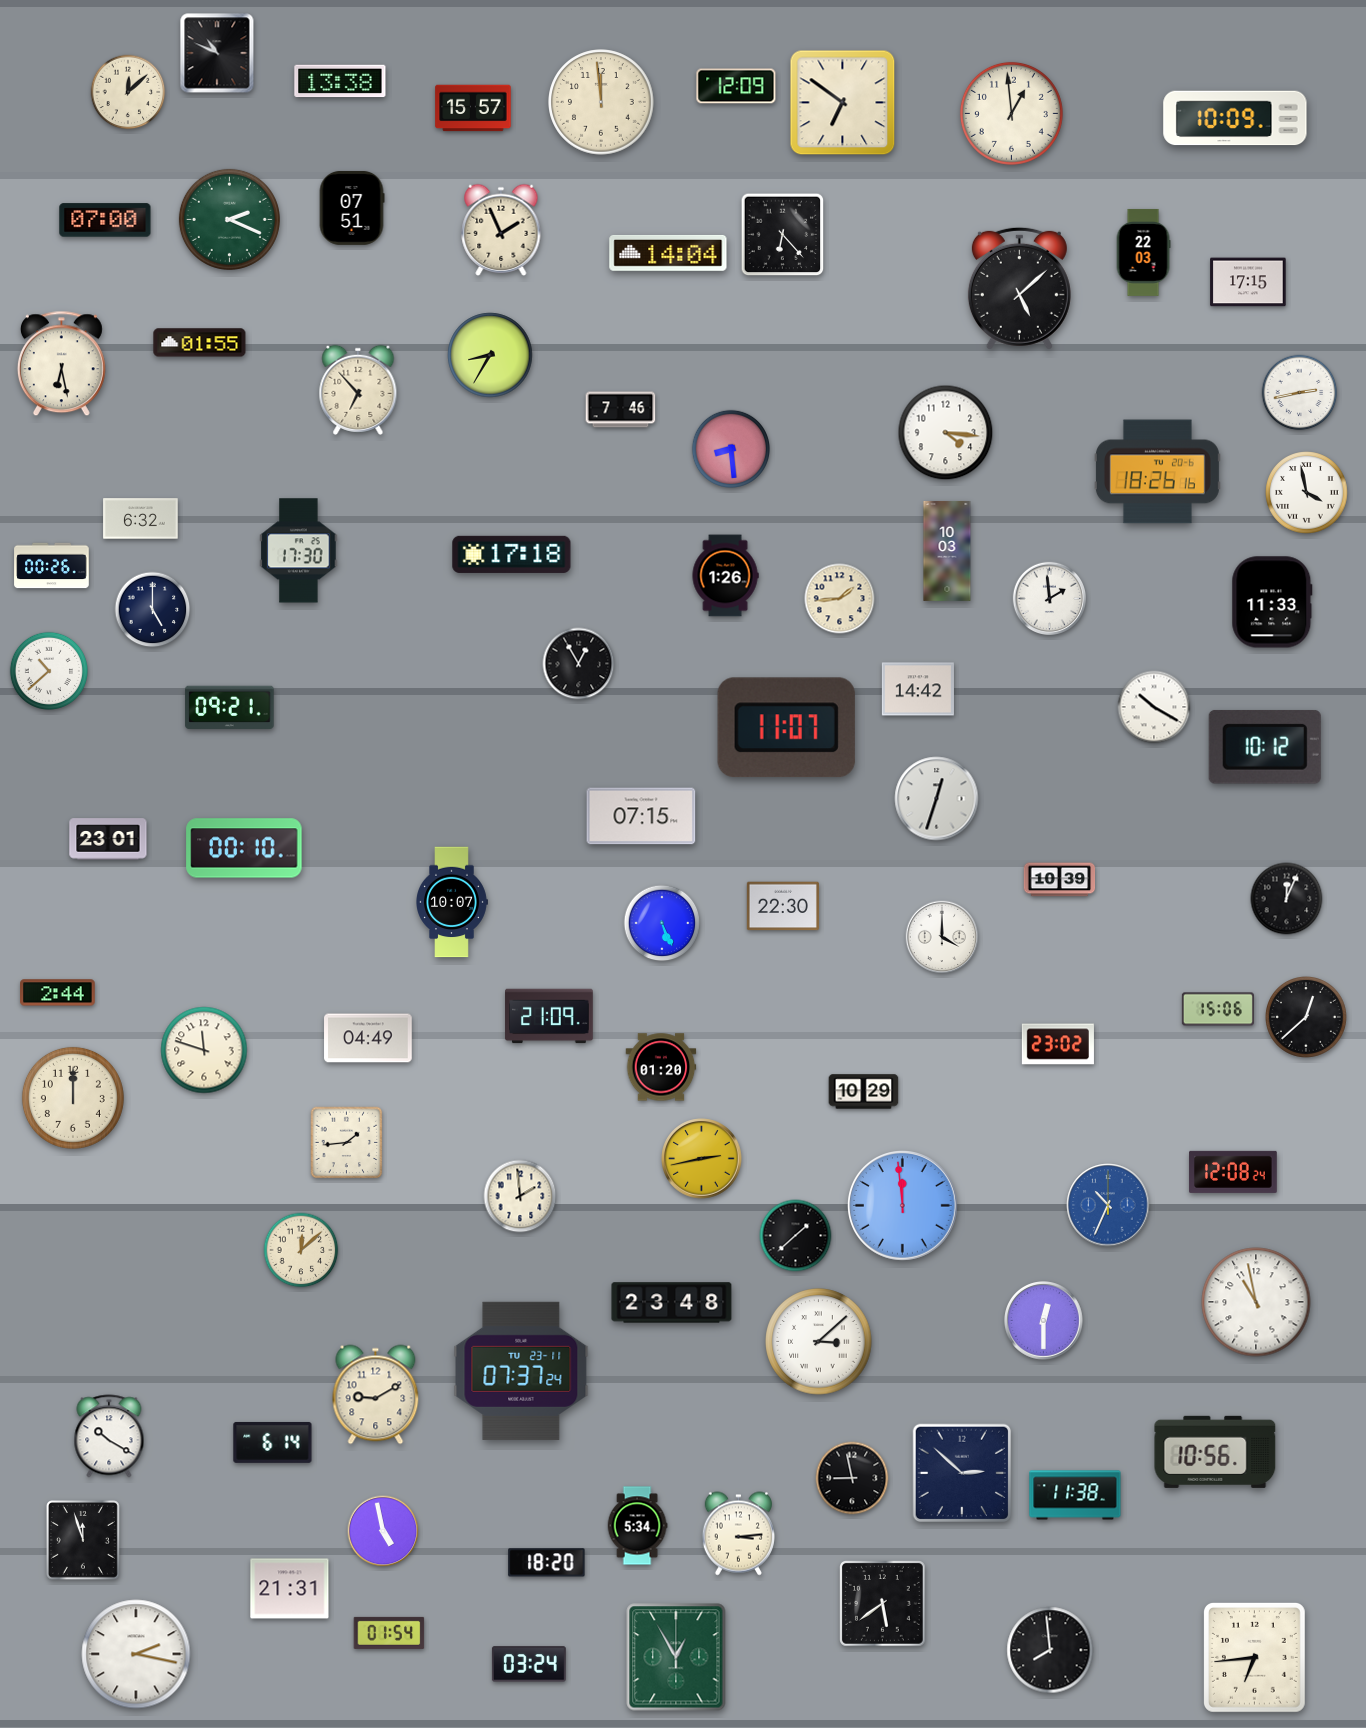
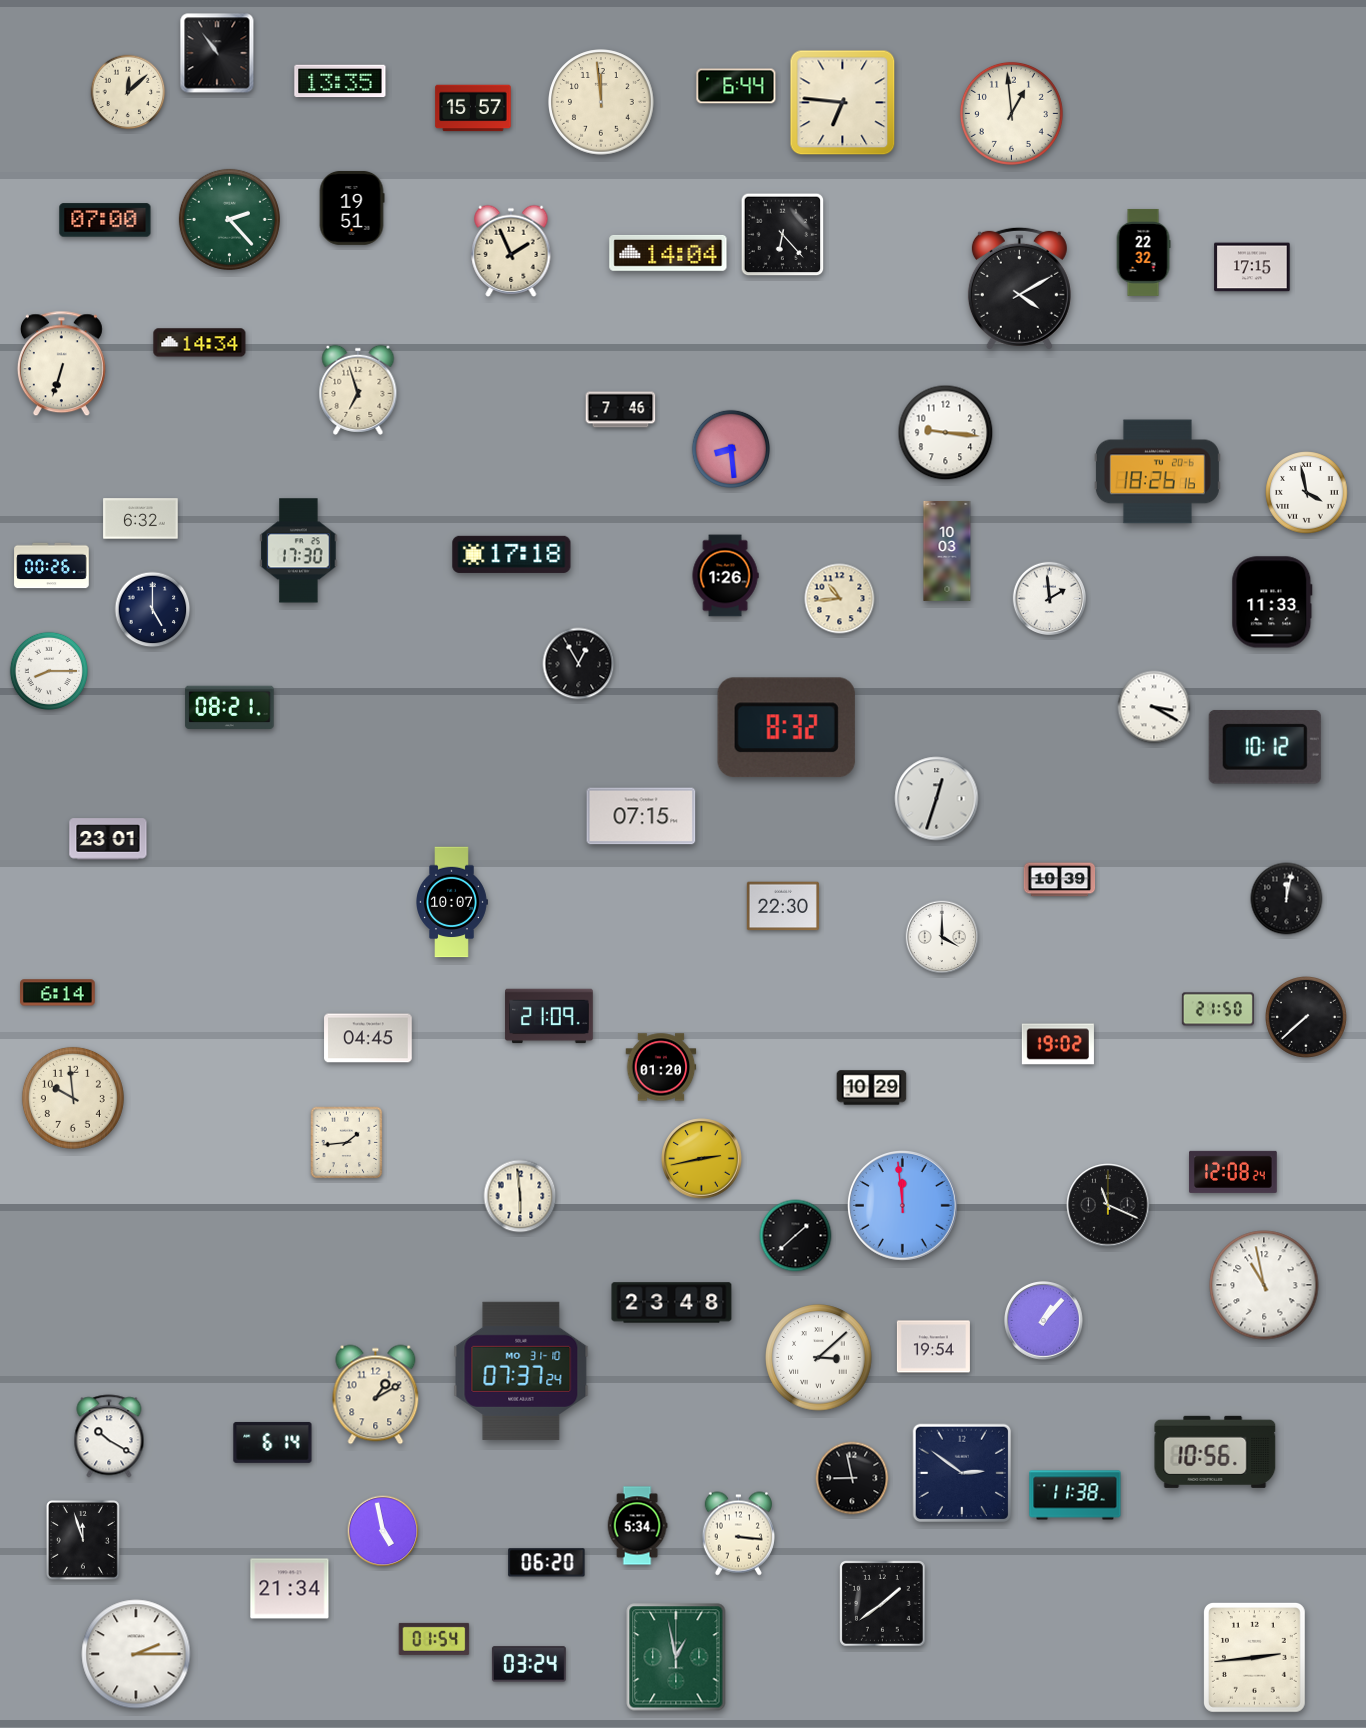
clock at (217, 53): 10:49 -> 10:54
clock at (340, 81): 13:38 -> 13:35
clock at (736, 86): 12:09 -> 6:44
clock at (843, 103): 6:51 -> 6:46
clock at (1235, 118): 10:09 -> none
clock at (352, 208): 07:51 -> 19:51
clock at (229, 219): 2:19 -> 2:23
clock at (501, 230) position: (501, 230) -> (511, 251)
clock at (1143, 252): 22:03 -> 22:32
clock at (1248, 282) position: (1248, 282) -> (1252, 267)
clock at (1019, 288): 5:08 -> 4:10
clock at (200, 343): 01:55 -> 14:34
clock at (490, 355): 8:35 -> none
clock at (61, 364): 6:28 -> 6:33
clock at (358, 390): 6:53 -> 6:57
clock at (1300, 393): 2:43 -> none
clock at (946, 433): 4:16 -> 9:16
clock at (840, 599): 1:44 -> 10:44
clock at (48, 670): 10:38 -> 8:15
clock at (918, 689): 14:42 -> none
clock at (1154, 707): 10:20 -> 3:20
clock at (230, 708): 09:21 -> 08:21
clock at (786, 728): 11:07 -> 8:32
clock at (244, 848): 00:10 -> none
clock at (1287, 899): 12:04 -> 12:02
clock at (662, 923): 5:26 -> none
clock at (58, 993): 2:44 -> 6:14
clock at (1218, 1009): 15:06 -> 21:50
clock at (1307, 1018): 12:38 -> 7:38
clock at (368, 1038): 04:49 -> 04:45
clock at (1058, 1044): 23:02 -> 19:02
clock at (204, 1050): 11:48 -> none
clock at (864, 1092) position: (864, 1092) -> (872, 1088)
clock at (73, 1098): 12:00 -> 9:59
clock at (520, 1196): 1:59 -> 5:59
clock at (1108, 1205): 10:34 -> 11:19
clock at (1108, 1205) dial: blue -> black
clock at (301, 1250): 12:08 -> none
clock at (1256, 1302) position: (1256, 1302) -> (1264, 1285)
clock at (1044, 1321): 12:30 -> 1:07
clock at (819, 1342) position: (819, 1342) -> (819, 1358)
clock at (933, 1347): none -> 19:54
clock at (521, 1371) date: TU 23-11 -> MO 31-10
clock at (376, 1395): 9:10 -> 1:10
clock at (962, 1473): 2:52 -> 2:51
clock at (738, 1534): 3:14 -> 3:16
clock at (547, 1563): 18:20 -> 06:20
clock at (290, 1589): 21:31 -> 21:34
clock at (883, 1604): 5:39 -> 1:39
clock at (389, 1633) position: (389, 1633) -> (434, 1639)
clock at (1050, 1650): 7:59 -> none
clock at (136, 1654): 2:17 -> 2:15
clock at (676, 1657): 12:55 -> 12:58
clock at (1254, 1657): 6:44 -> 2:44
